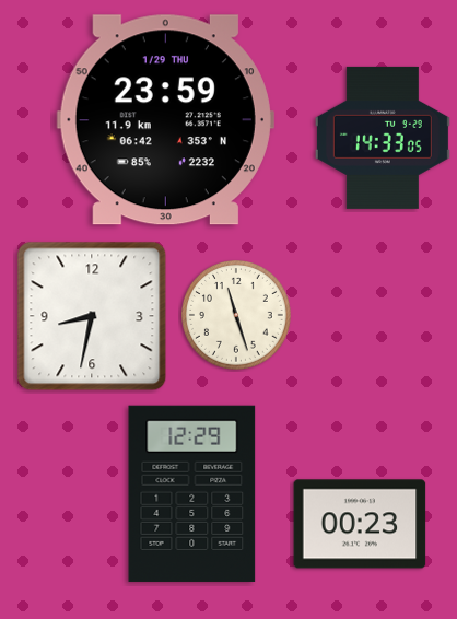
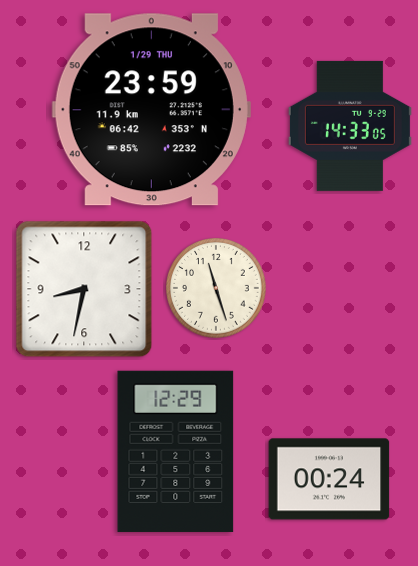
clock at (360, 524): 00:23 -> 00:24
